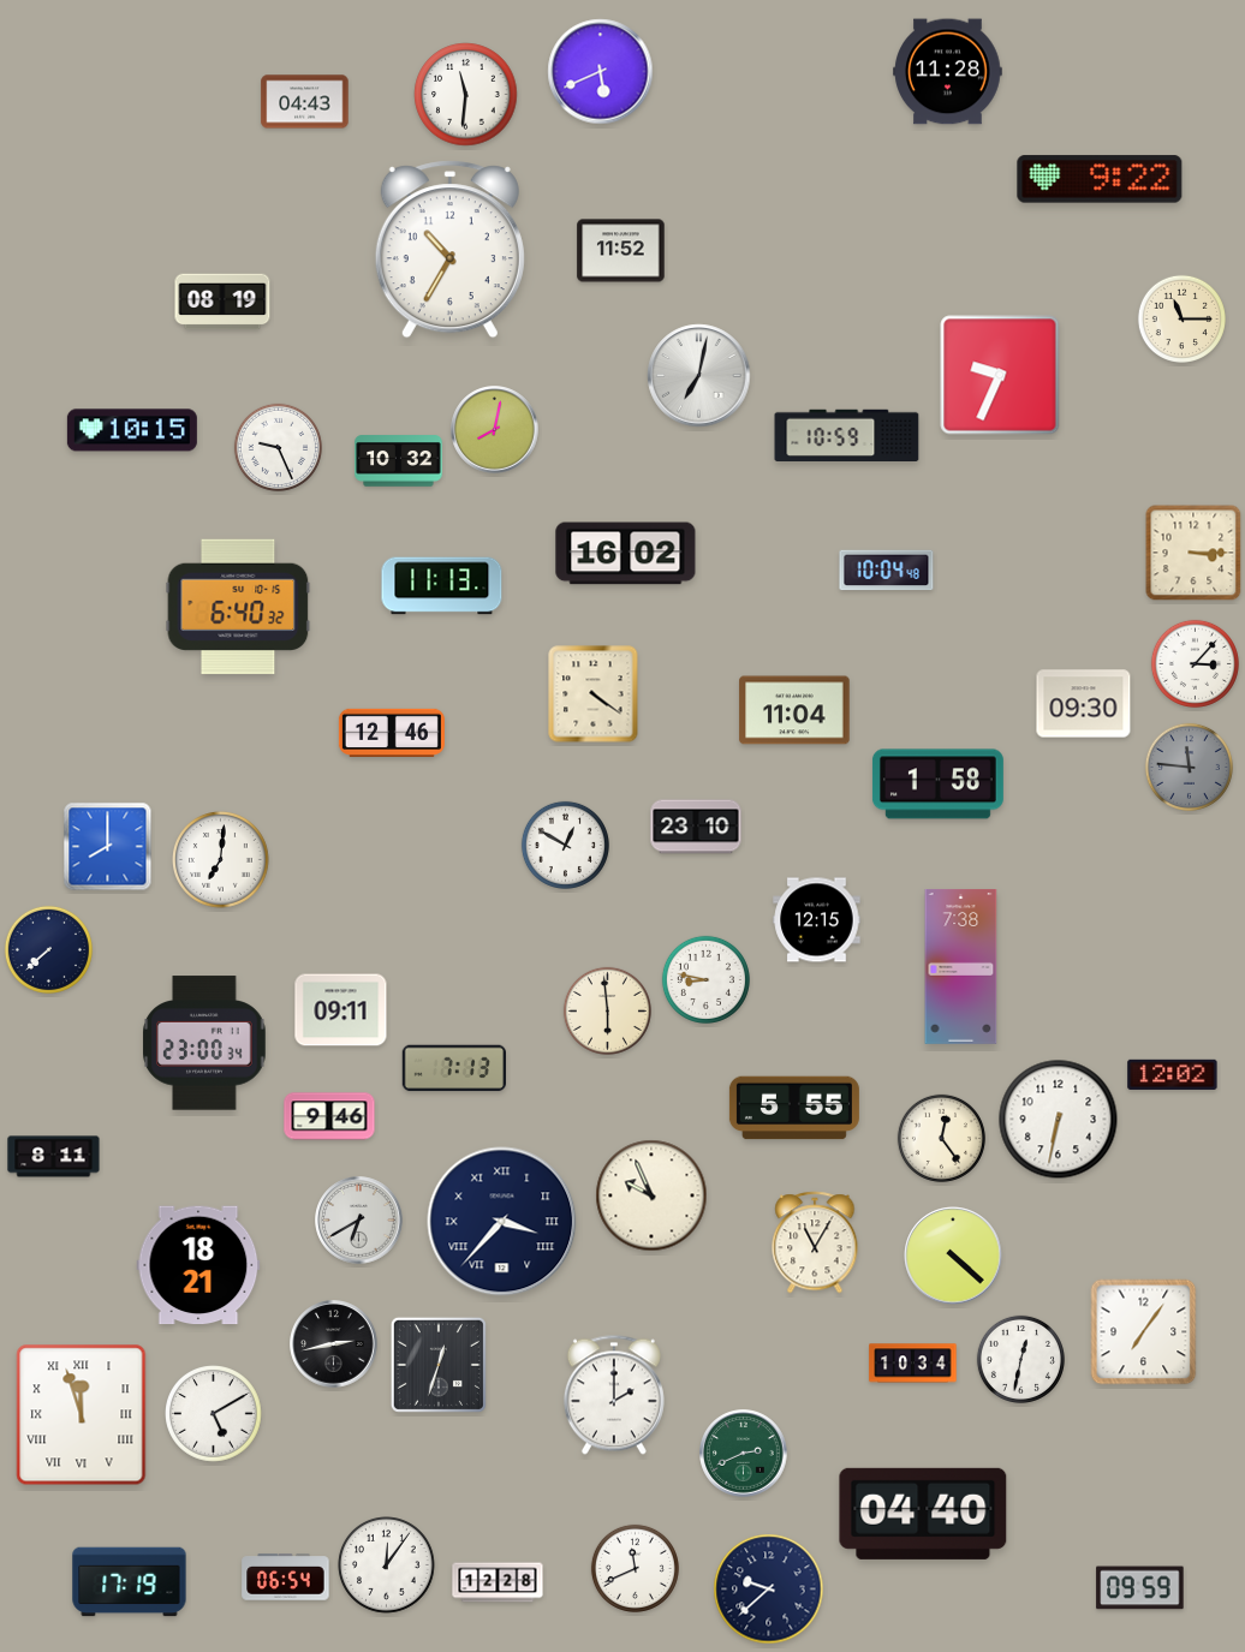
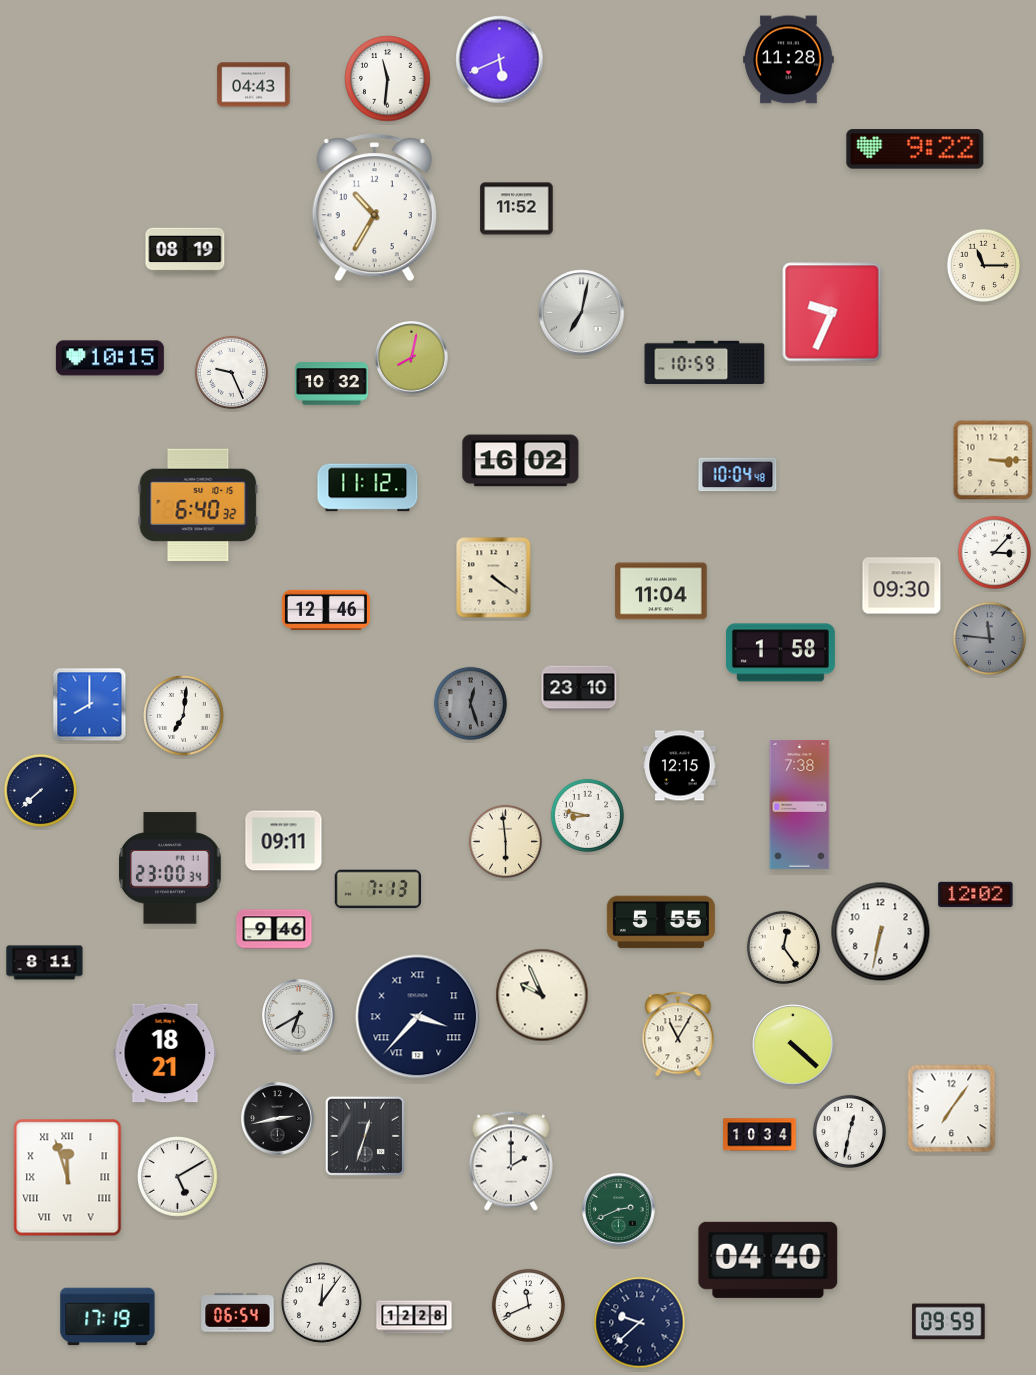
clock at (442, 586): 11:13 -> 11:12
clock at (565, 845): 12:50 -> 12:27
clock at (565, 845) dial: white -> grey
